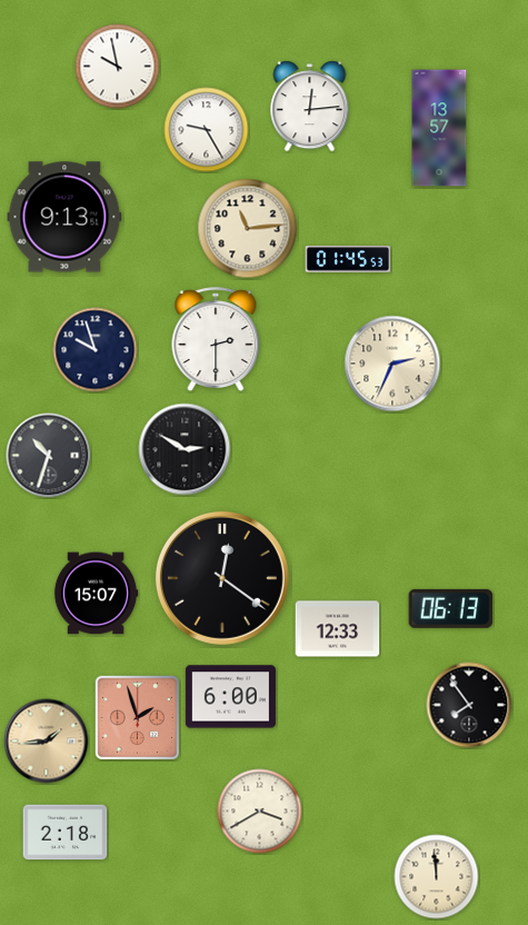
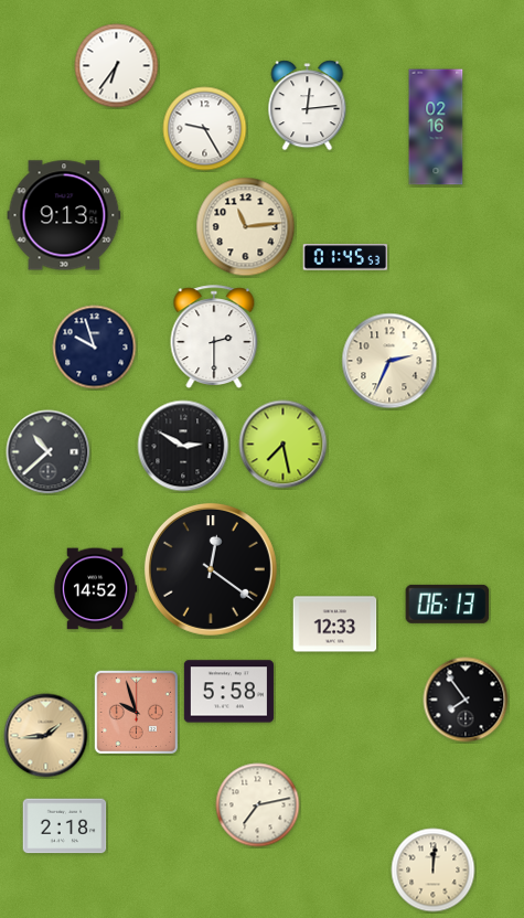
clock at (118, 67): 9:58 -> 6:36
clock at (439, 128): 13:57 -> 02:16
clock at (284, 445): none -> 7:28
clock at (49, 456): 10:33 -> 10:38
clock at (222, 578) position: (222, 578) -> (211, 569)
clock at (96, 594): 15:07 -> 14:52
clock at (230, 697): 6:00 -> 5:58
clock at (137, 717): 1:57 -> 9:57
clock at (260, 812): 3:40 -> 7:13
clock at (437, 877): 11:59 -> 12:01
